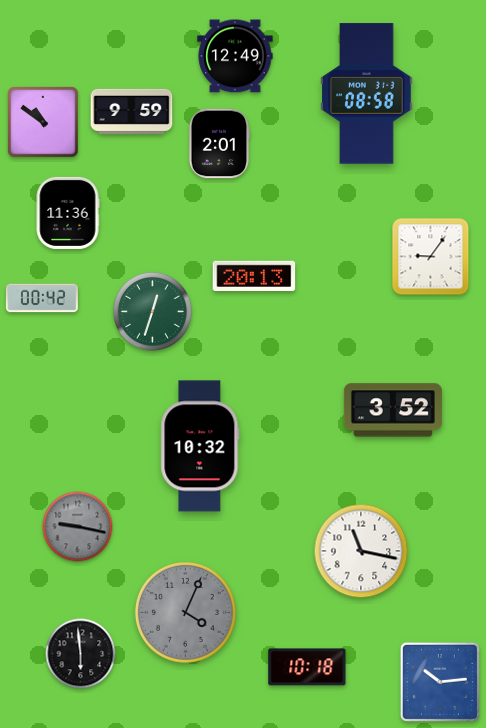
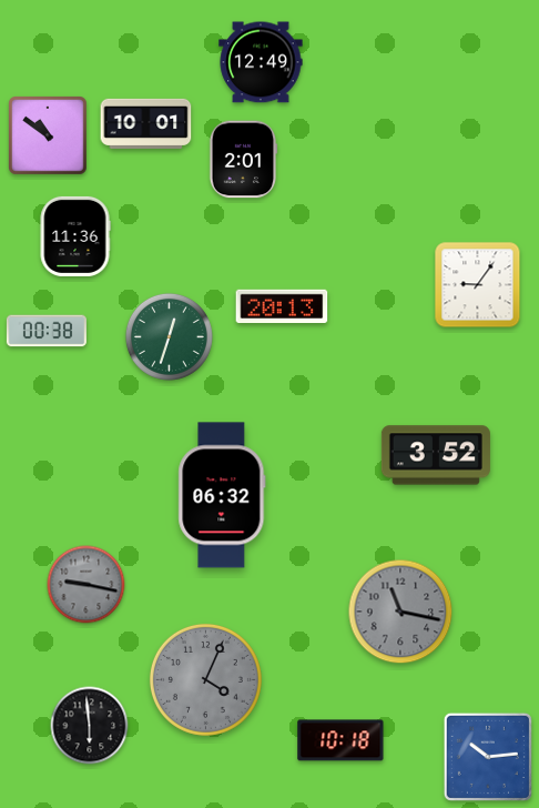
clock at (367, 94): 08:58 -> none
clock at (132, 111): 9:59 -> 10:01
clock at (42, 298): 00:42 -> 00:38
clock at (152, 311) position: (152, 311) -> (169, 336)
clock at (200, 446): 10:32 -> 06:32
clock at (361, 551) dial: white -> grey
